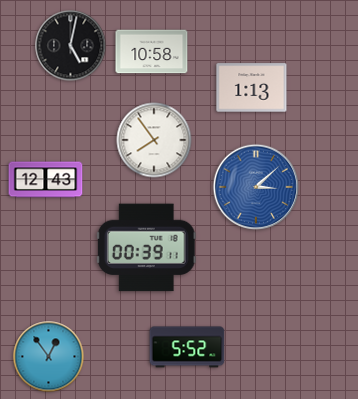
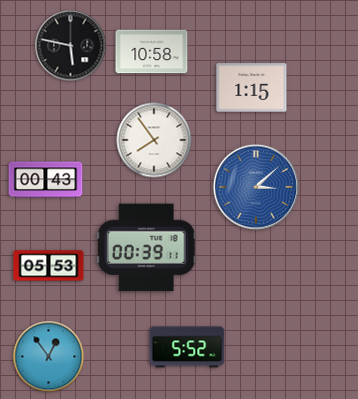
clock at (71, 46): 5:02 -> 5:47
clock at (252, 88): 1:13 -> 1:15
clock at (46, 180): 12:43 -> 00:43
clock at (49, 266): none -> 05:53
